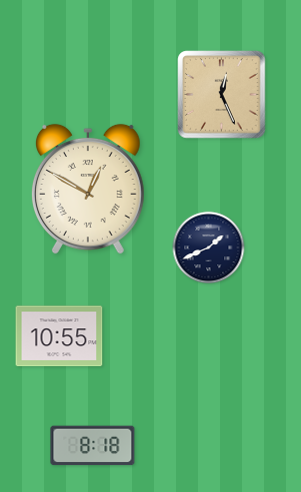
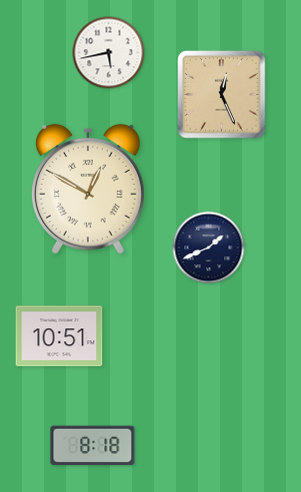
clock at (109, 53): none -> 5:43
clock at (59, 336): 10:55 -> 10:51
